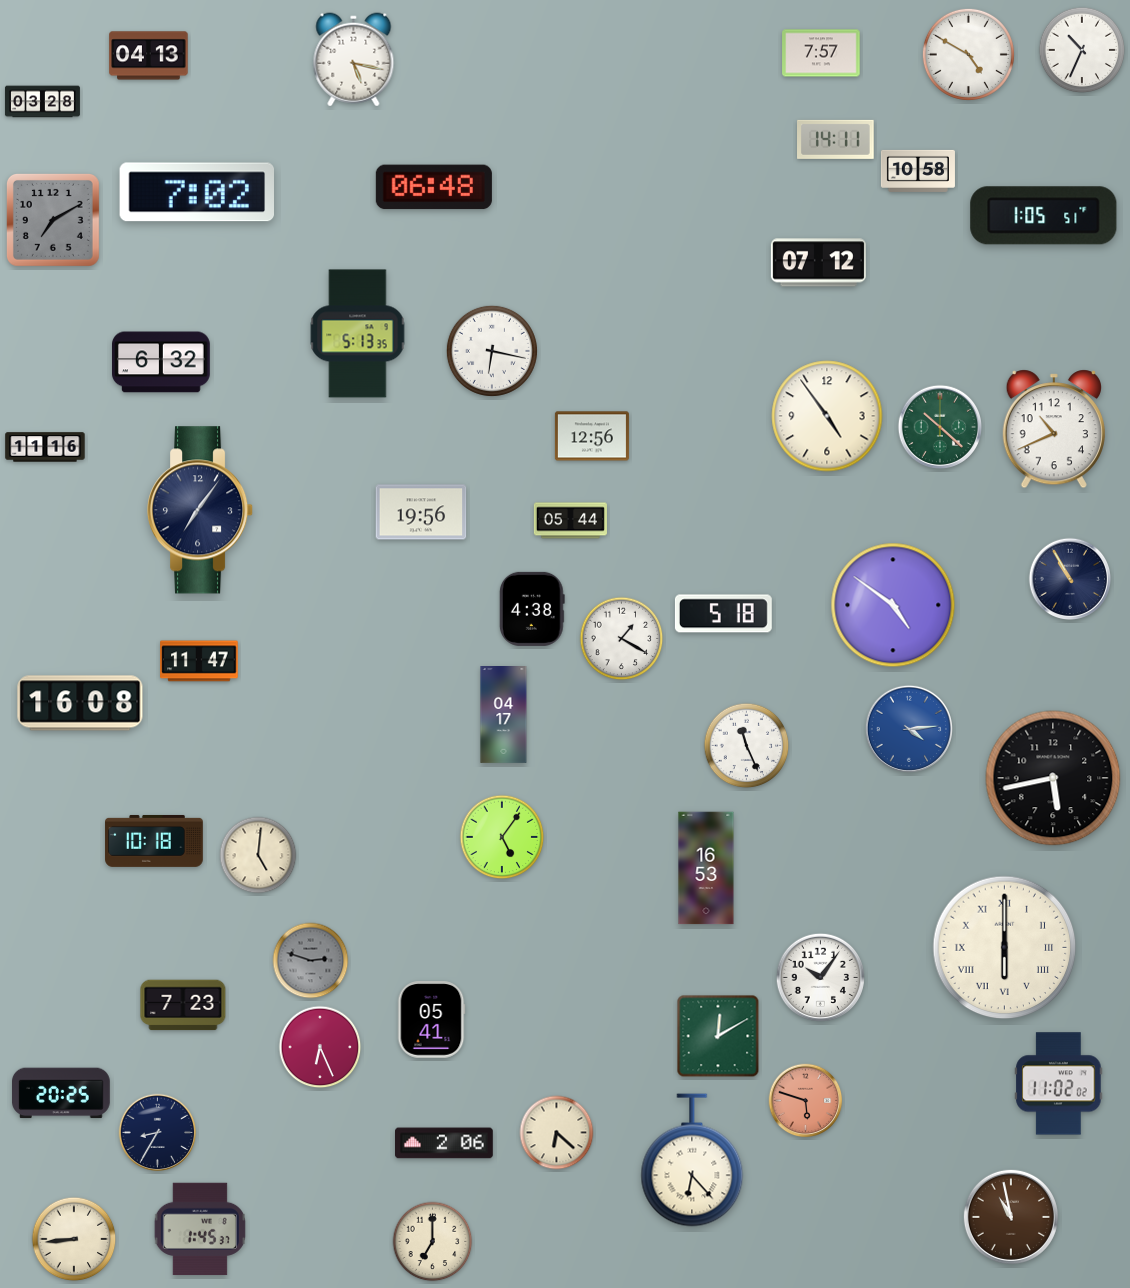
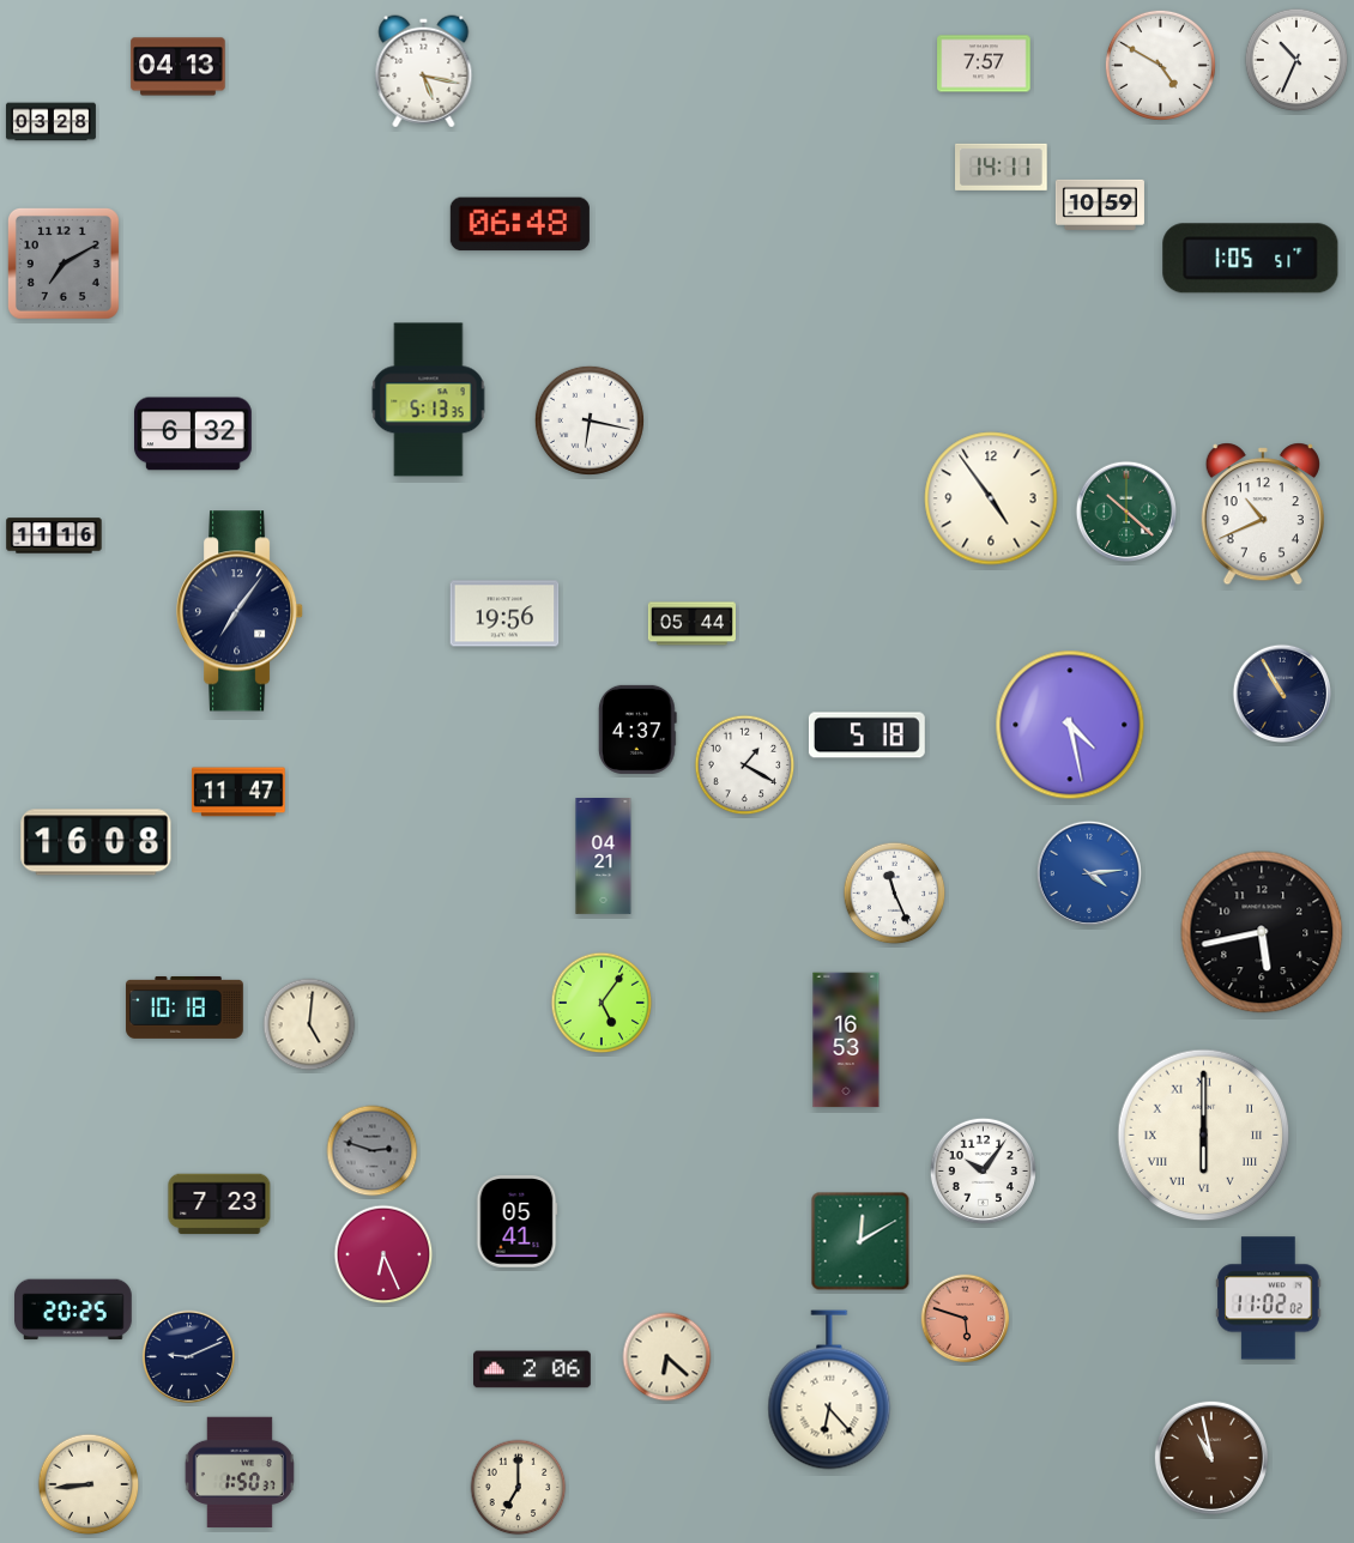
clock at (918, 171): 10:58 -> 10:59
clock at (197, 192): 7:02 -> none
clock at (818, 263): 07:12 -> none
clock at (592, 436): 12:56 -> none
clock at (570, 521) position: (570, 521) -> (691, 624)
clock at (893, 605): 4:51 -> 4:28
clock at (532, 609): 4:38 -> 4:37
clock at (504, 715): 04:17 -> 04:21
clock at (158, 1133): 8:35 -> 9:11
clock at (200, 1229): 1:45 -> 1:50
